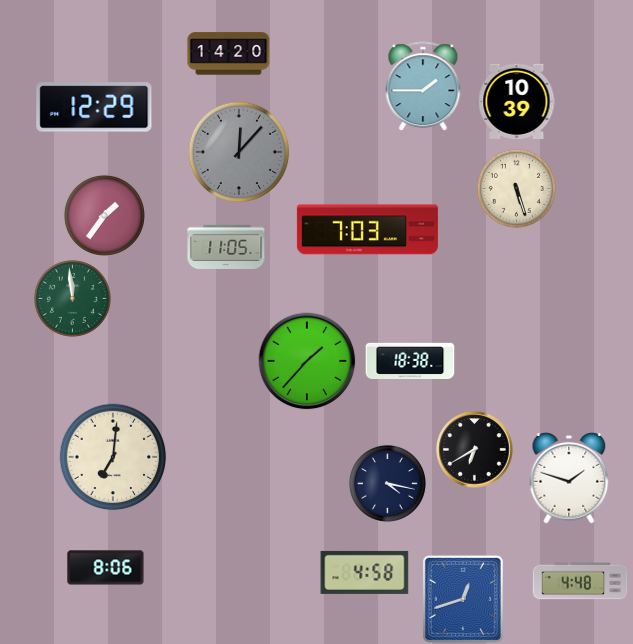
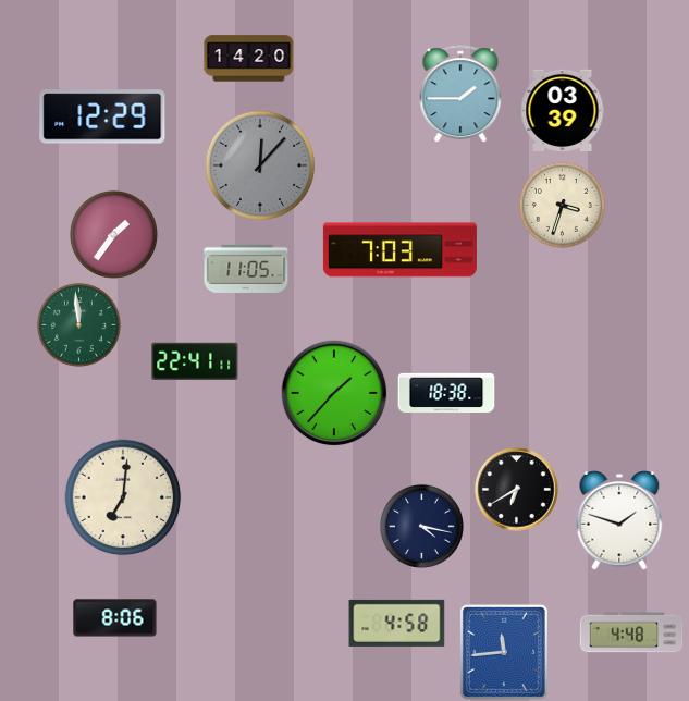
clock at (517, 101): 10:39 -> 03:39
clock at (516, 188): 5:27 -> 3:33
clock at (195, 361): none -> 22:41
clock at (463, 599): 12:42 -> 11:44
